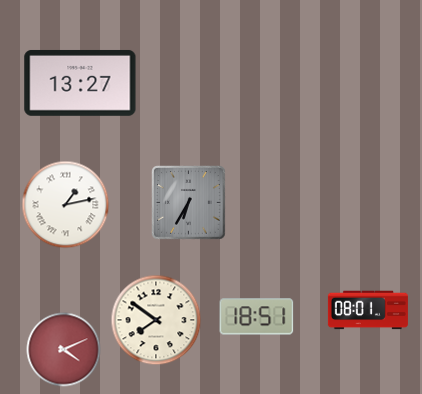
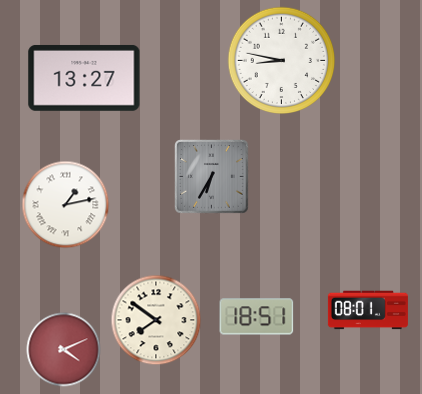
clock at (282, 61): none -> 8:47
clock at (80, 83) position: (80, 83) -> (84, 78)
clock at (189, 203) position: (189, 203) -> (212, 177)
